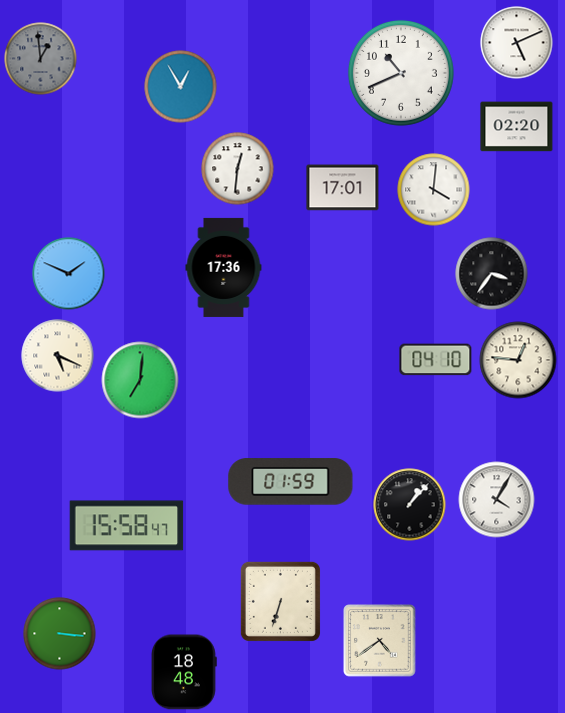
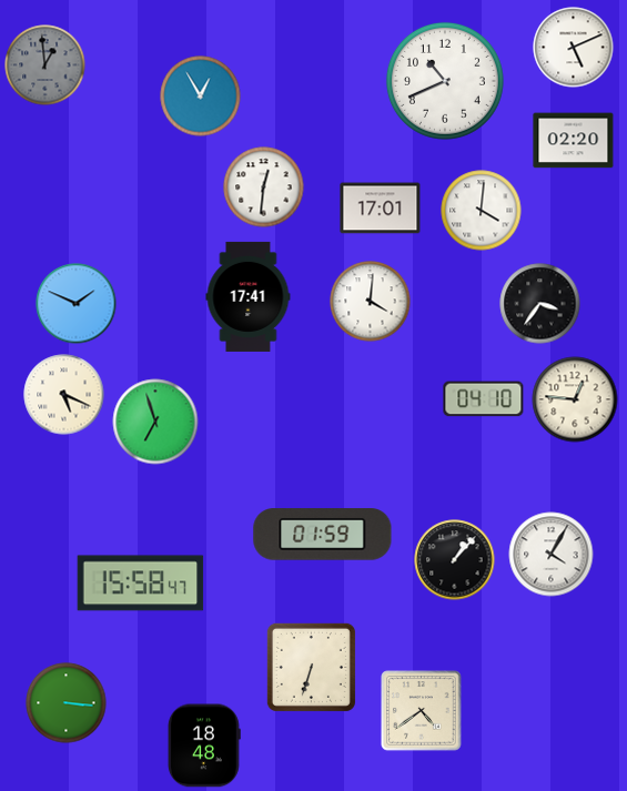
clock at (224, 267): 17:36 -> 17:41
clock at (371, 302): none -> 4:01
clock at (492, 274) position: (492, 274) -> (540, 304)
clock at (140, 380): 7:01 -> 6:57
